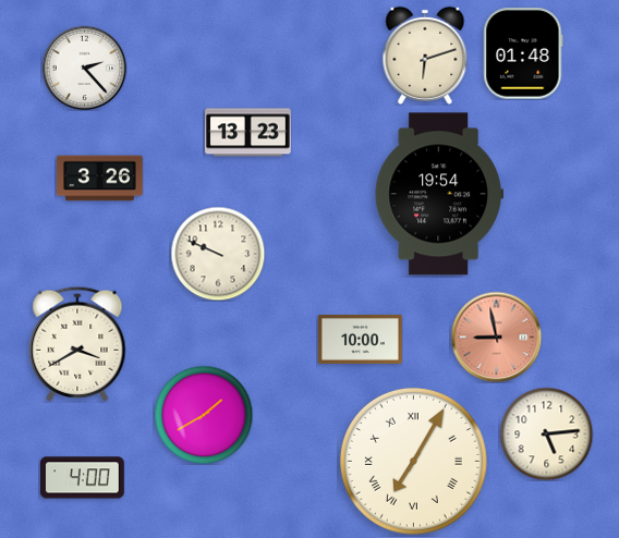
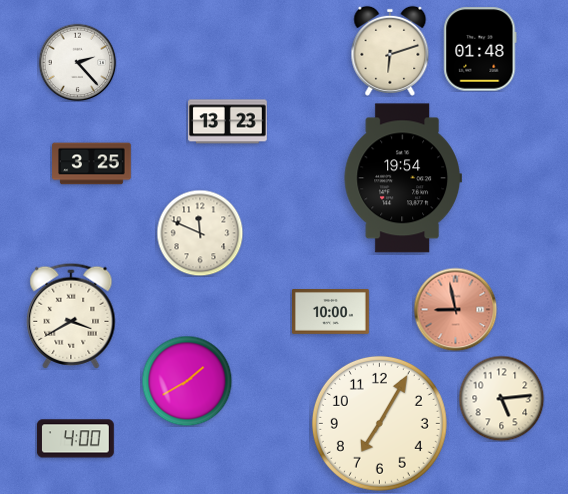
clock at (100, 179): 3:26 -> 3:25
clock at (218, 254): 9:49 -> 11:49
clock at (413, 461) numerals: Roman -> Arabic
